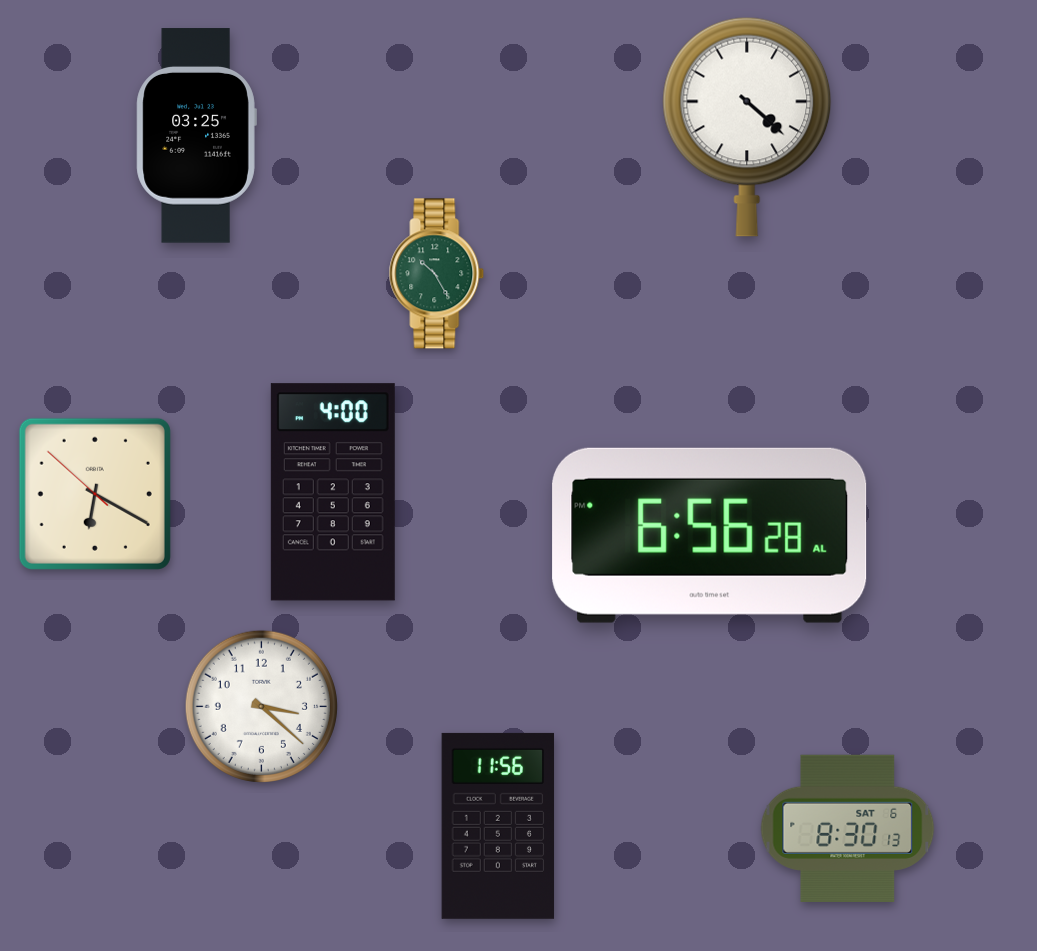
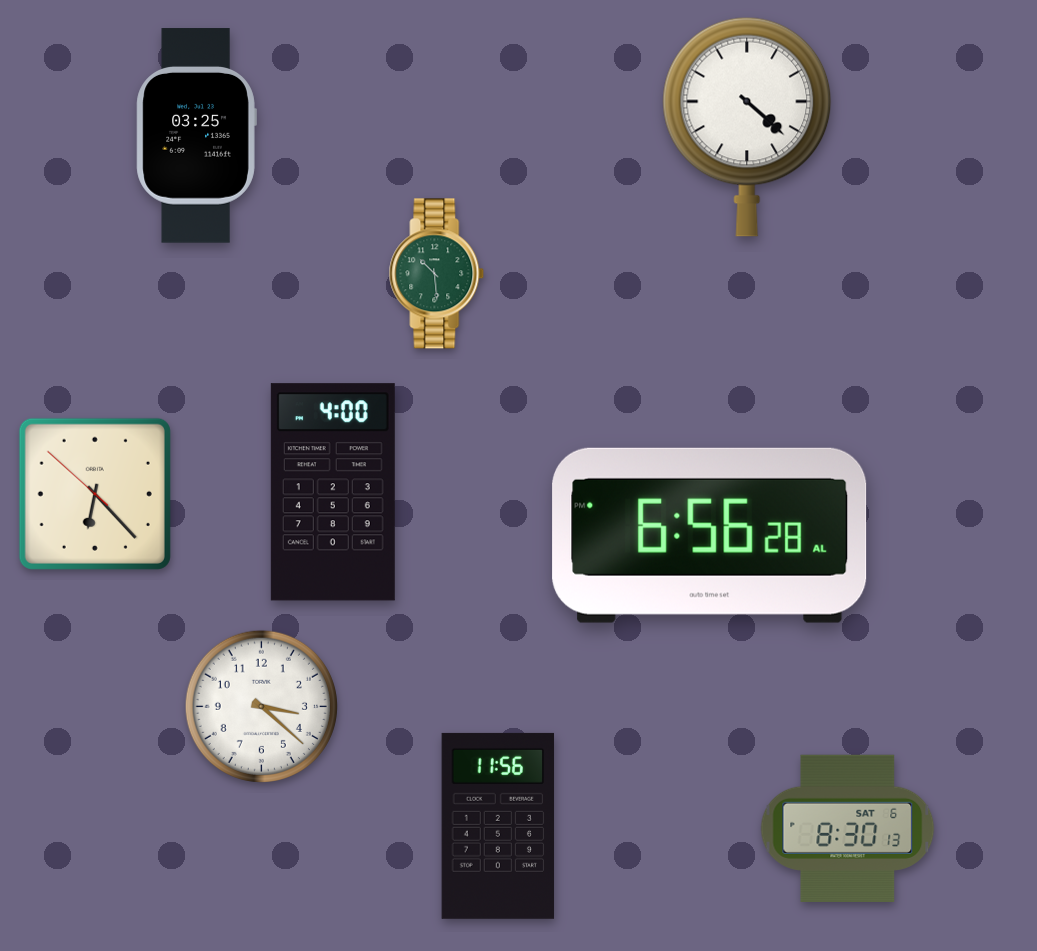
clock at (437, 274): 10:25 -> 10:29
clock at (95, 494): 6:19 -> 6:22
